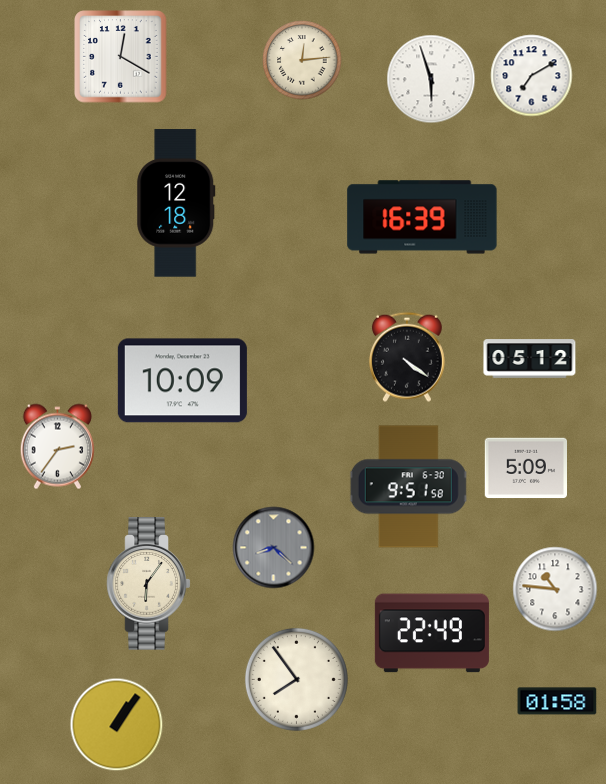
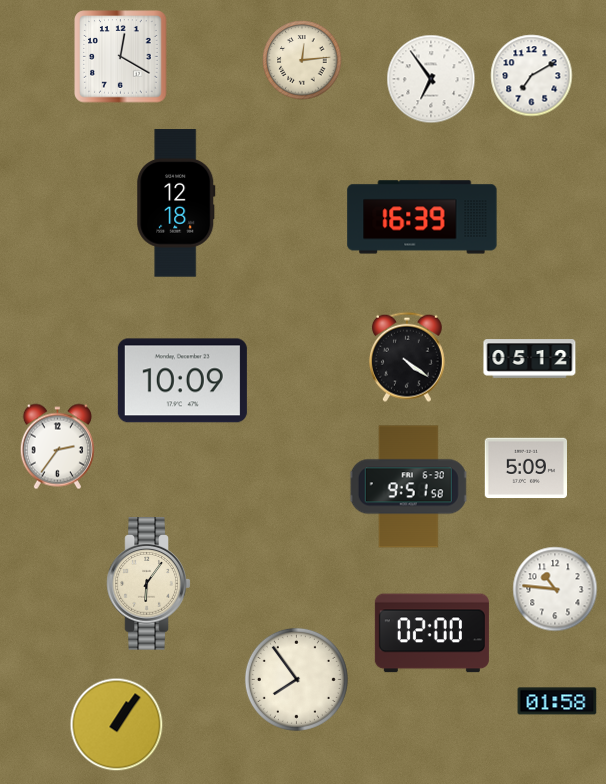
clock at (431, 79): 5:57 -> 6:54
clock at (274, 548): 8:22 -> none
clock at (432, 633): 22:49 -> 02:00
